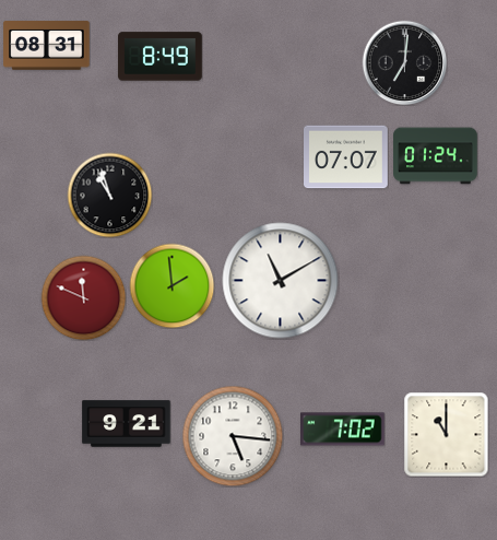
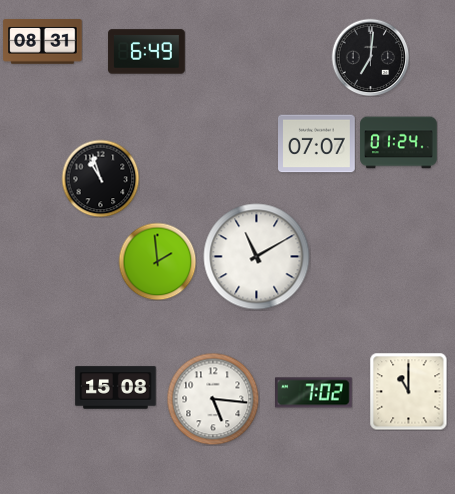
clock at (161, 57): 8:49 -> 6:49
clock at (83, 297): 11:49 -> none
clock at (127, 424): 9:21 -> 15:08
clock at (446, 434) position: (446, 434) -> (408, 391)
